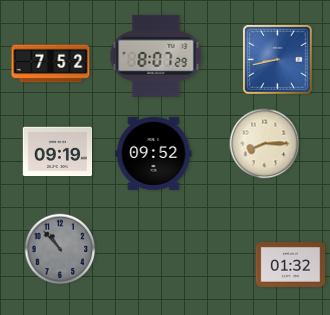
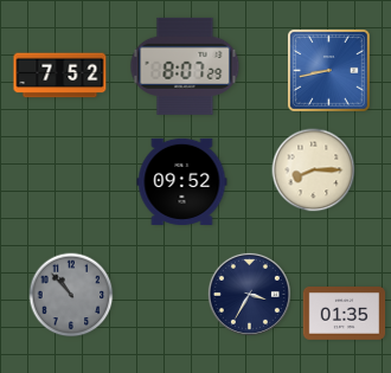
clock at (58, 152): 09:19 -> none
clock at (249, 294): none -> 3:35
clock at (291, 265): 01:32 -> 01:35
